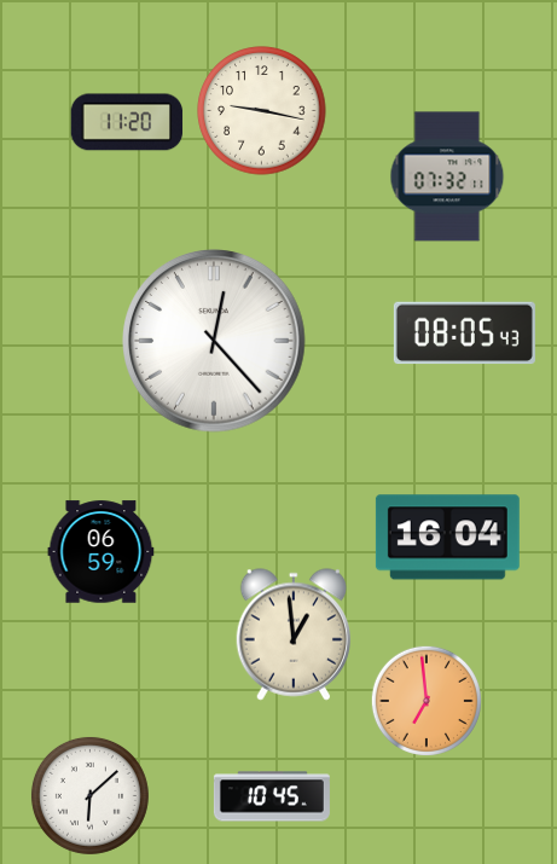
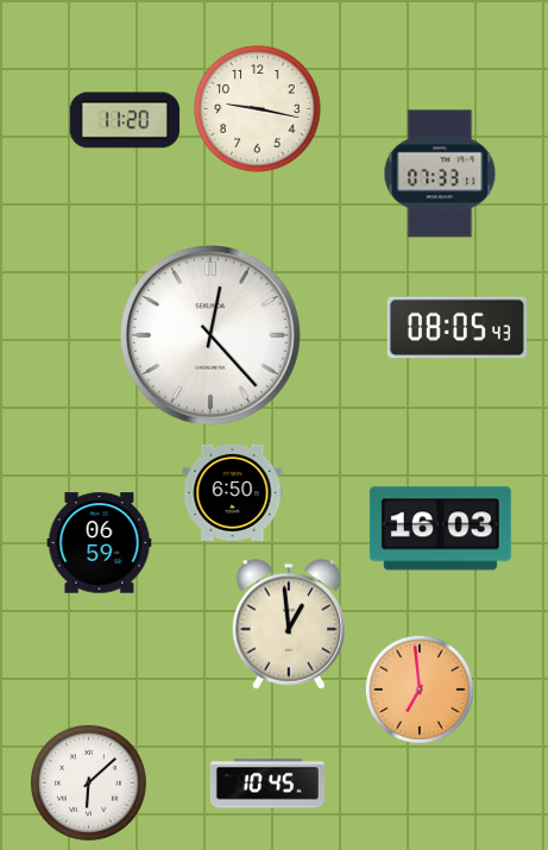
clock at (447, 176): 07:32 -> 07:33
clock at (233, 492): none -> 6:50
clock at (447, 538): 16:04 -> 16:03
